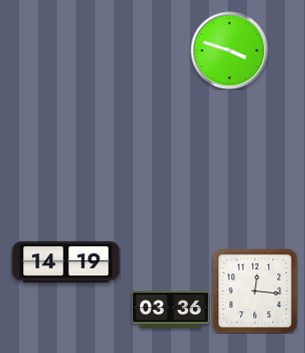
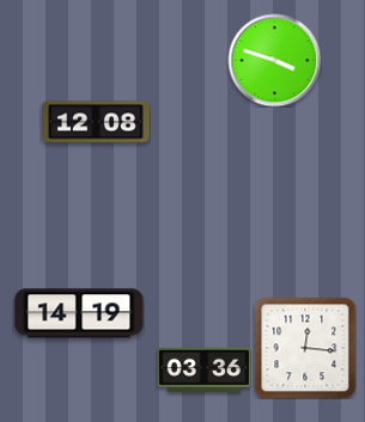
clock at (97, 122): none -> 12:08
